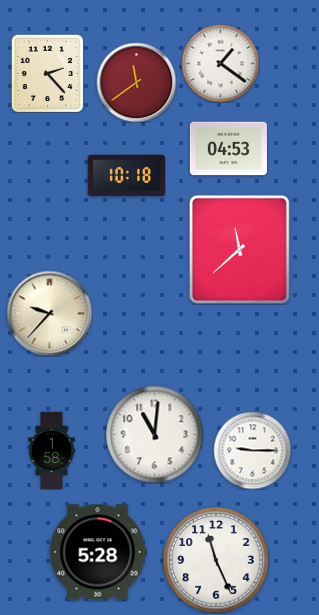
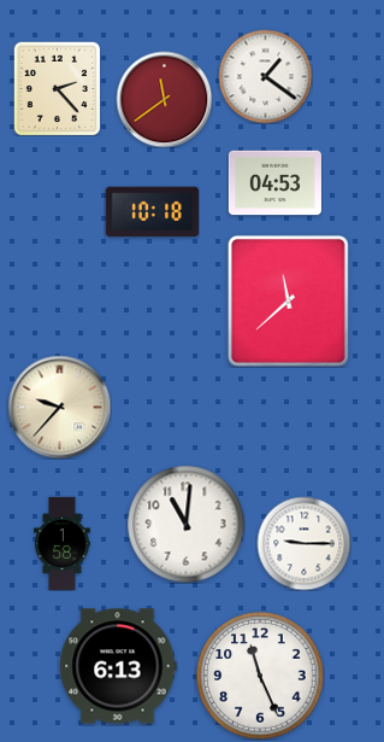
clock at (228, 149) position: (228, 149) -> (274, 183)
clock at (49, 313) position: (49, 313) -> (59, 407)
clock at (98, 552): 5:28 -> 6:13
